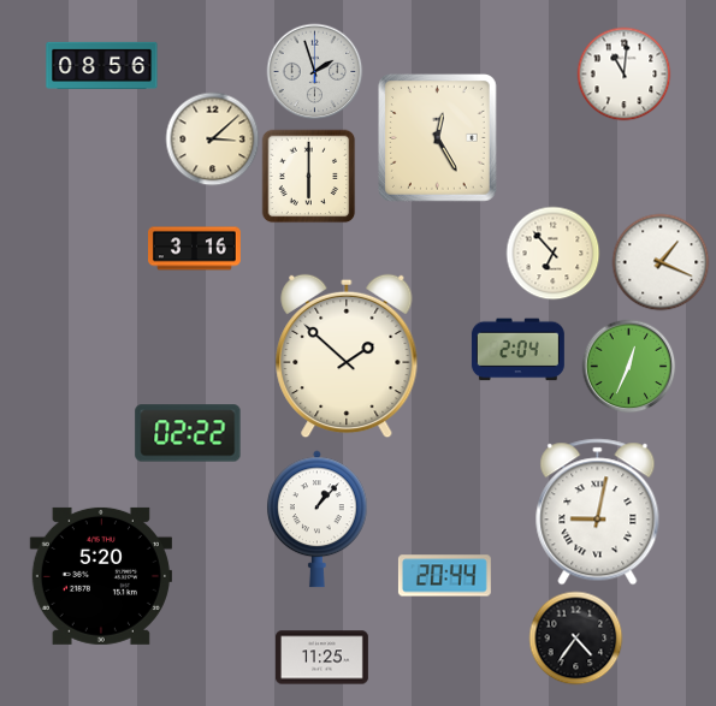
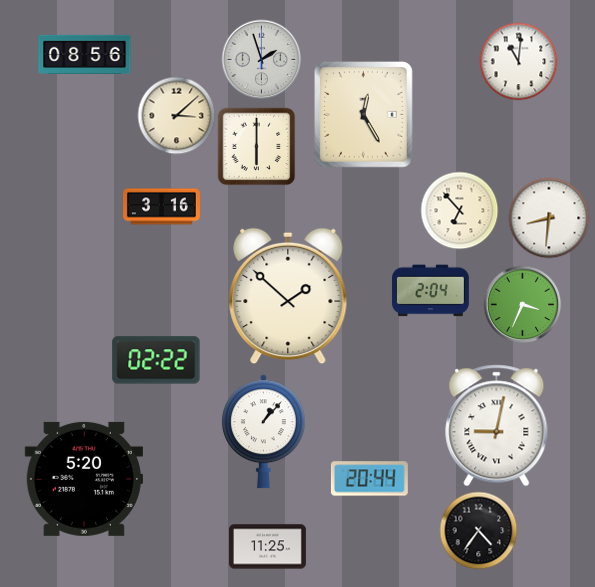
clock at (661, 262): 1:19 -> 8:31
clock at (628, 366): 12:34 -> 3:34
